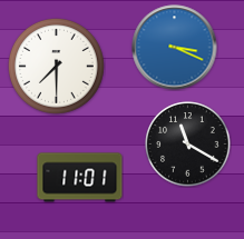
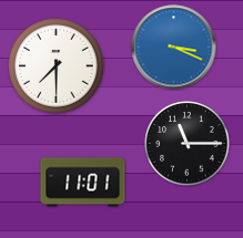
clock at (188, 145): 11:20 -> 11:15
clock at (80, 178) position: (80, 178) -> (83, 183)
